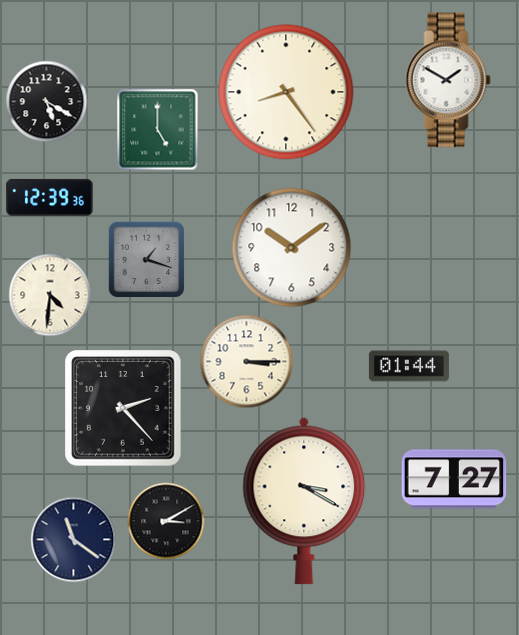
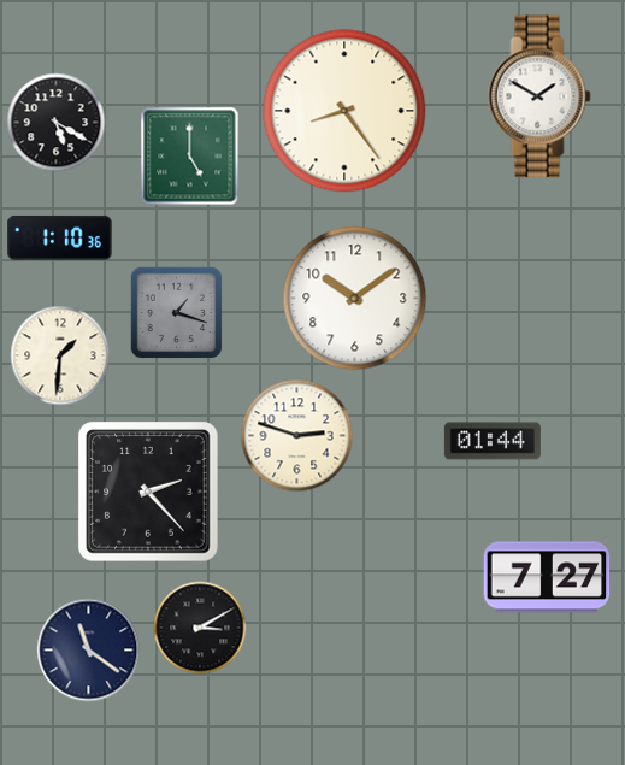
clock at (50, 197): 12:39 -> 1:10
clock at (292, 248) position: (292, 248) -> (355, 299)
clock at (50, 295): 4:31 -> 1:31
clock at (247, 362): 3:15 -> 2:48
clock at (304, 501): 3:20 -> none
